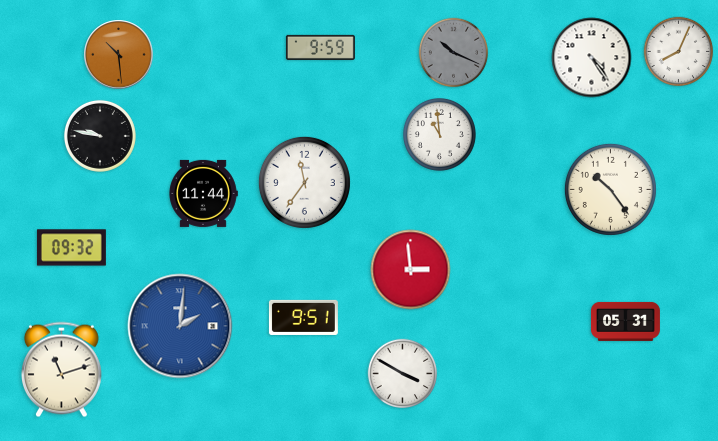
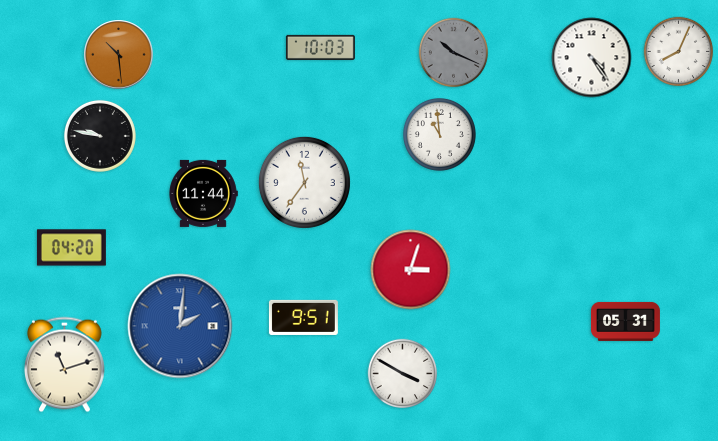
clock at (320, 47): 9:59 -> 10:03
clock at (610, 189): 10:24 -> none
clock at (71, 248): 09:32 -> 04:20
clock at (411, 270): 2:59 -> 3:03
clock at (62, 370) position: (62, 370) -> (65, 365)
